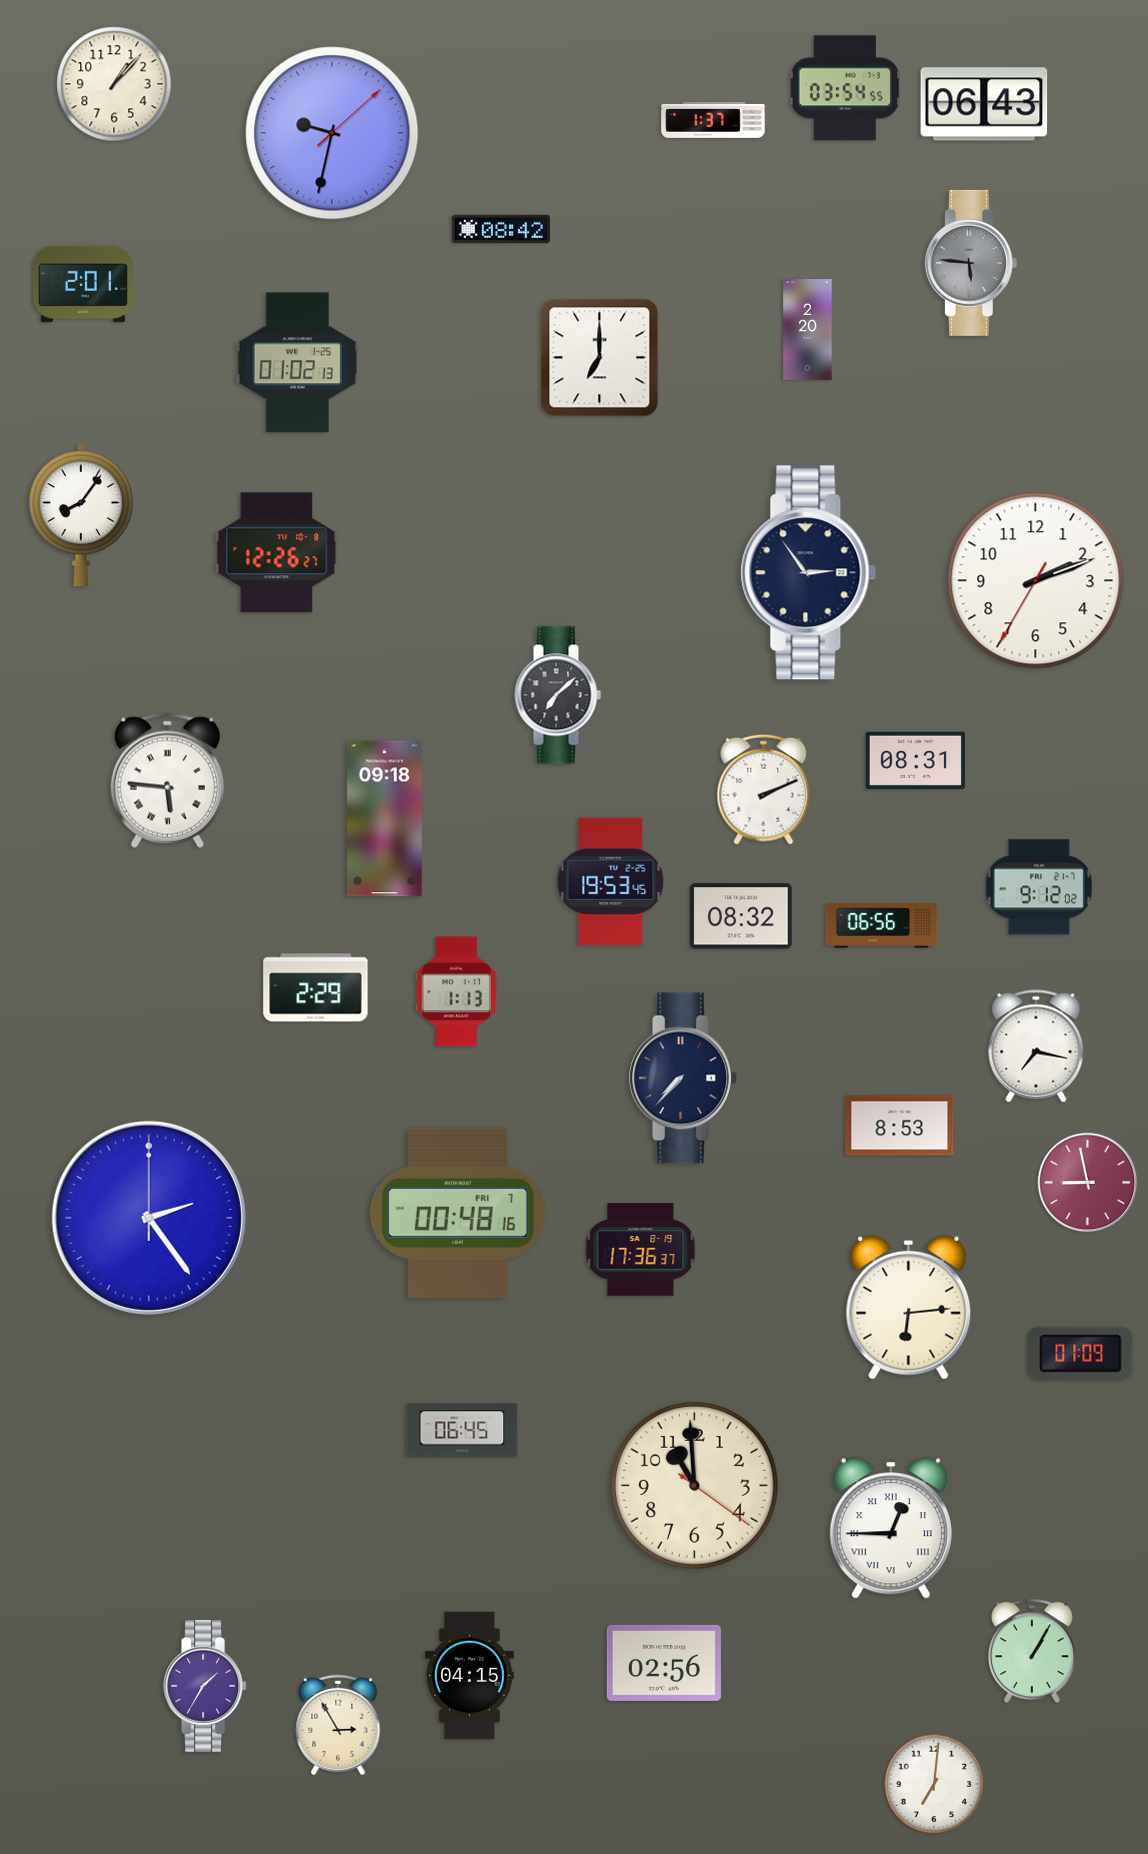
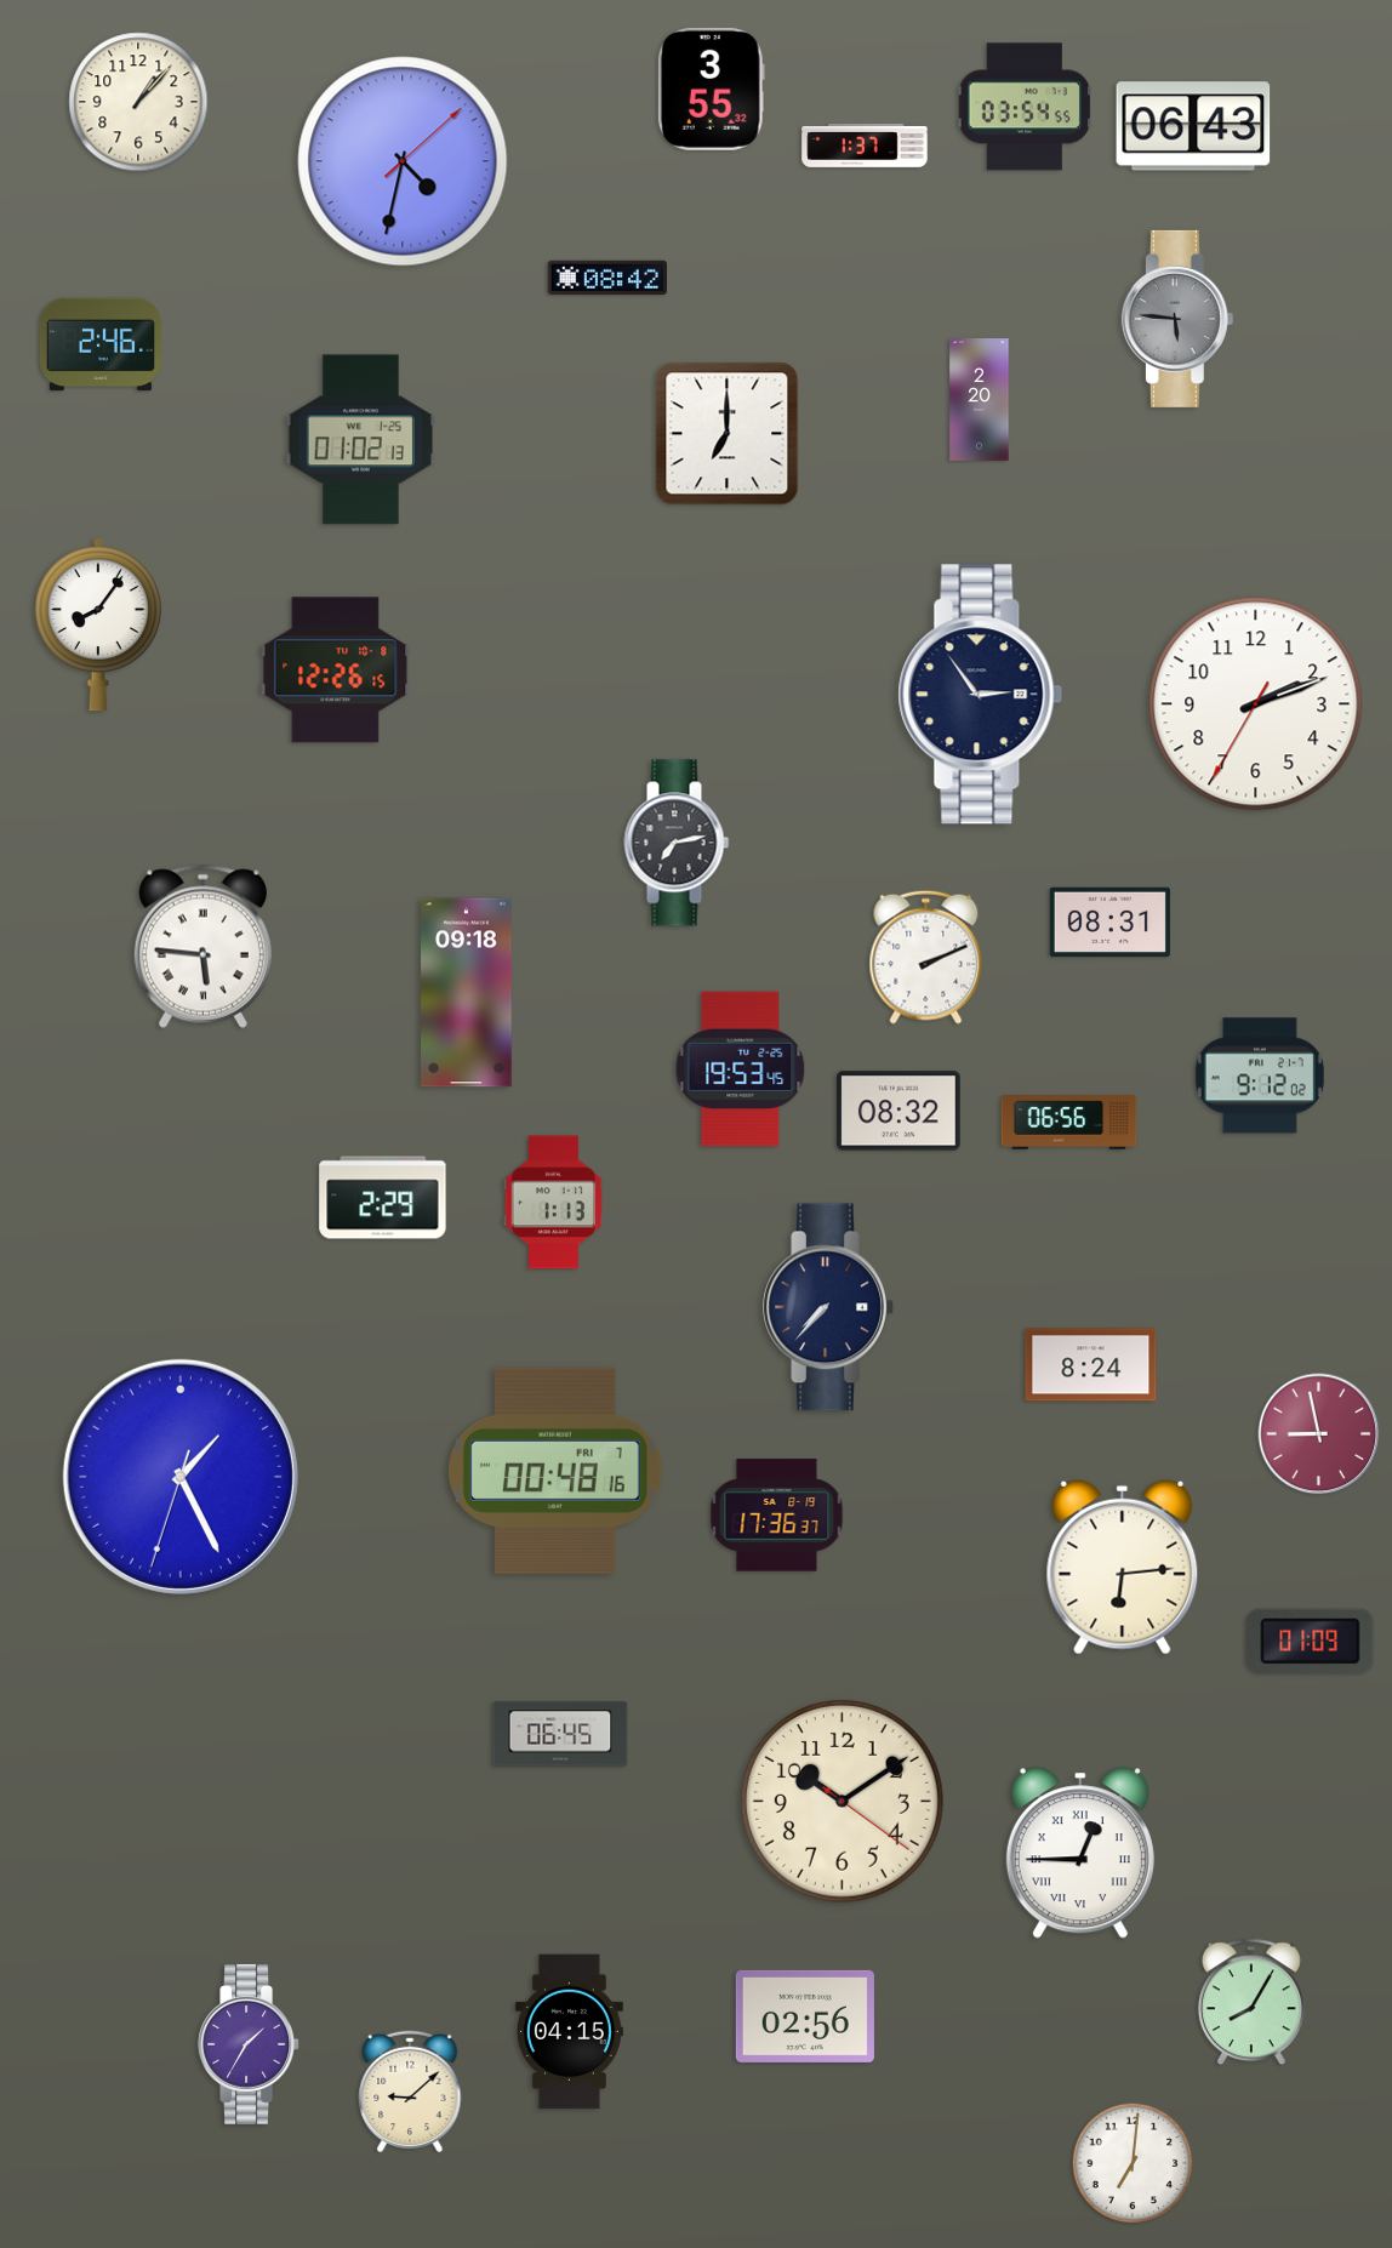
clock at (711, 89): none -> 3:55
clock at (332, 133): 9:32 -> 4:32
clock at (83, 284): 2:01 -> 2:46
clock at (277, 553): 12:26:27 -> 12:26:15
clock at (558, 695): 7:08 -> 7:13
clock at (1036, 1046): 7:17 -> none
clock at (900, 1126): 8:53 -> 8:24
clock at (149, 1218): 2:24 -> 1:25
clock at (909, 1307) position: (909, 1307) -> (1123, 1567)
clock at (694, 1485): 10:59 -> 10:09
clock at (1032, 1651): 1:05 -> 8:05
clock at (338, 1725): 2:55 -> 9:08
